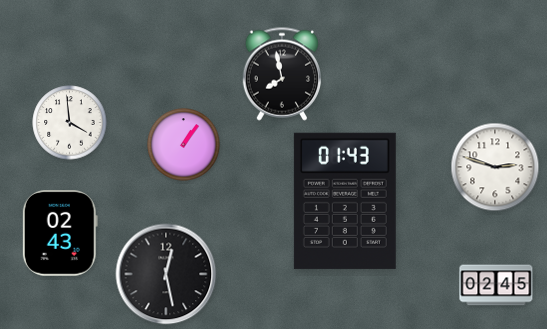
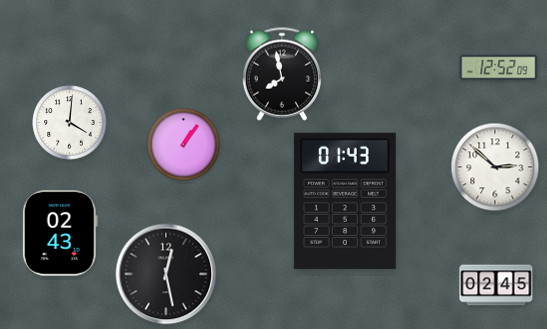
clock at (499, 68): none -> 12:52
clock at (70, 123): 3:59 -> 4:01
clock at (495, 167): 2:48 -> 2:52
